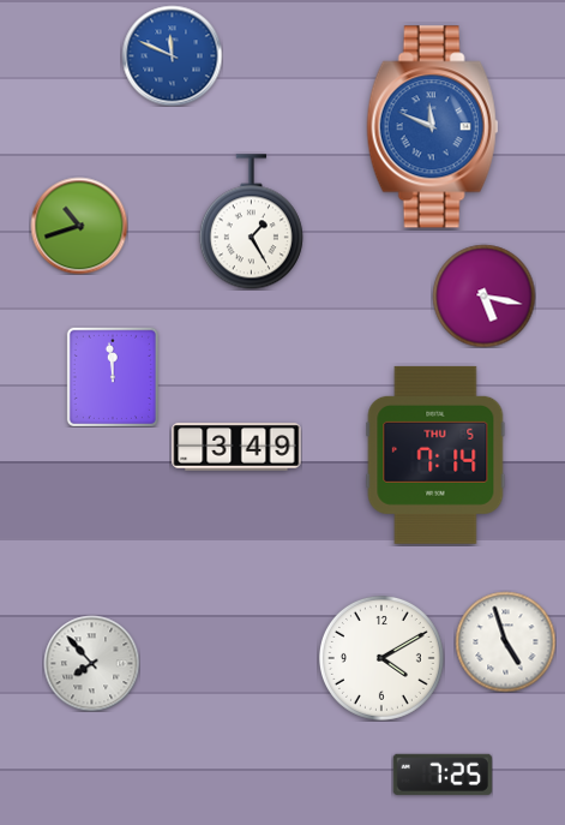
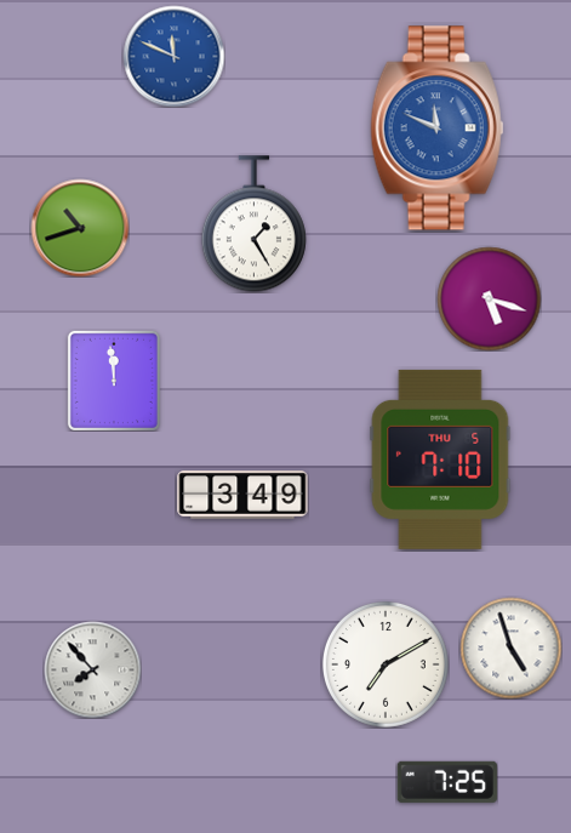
clock at (483, 295): 5:17 -> 5:18
clock at (236, 447) position: (236, 447) -> (242, 495)
clock at (435, 455): 7:14 -> 7:10
clock at (381, 658): 4:10 -> 7:10
